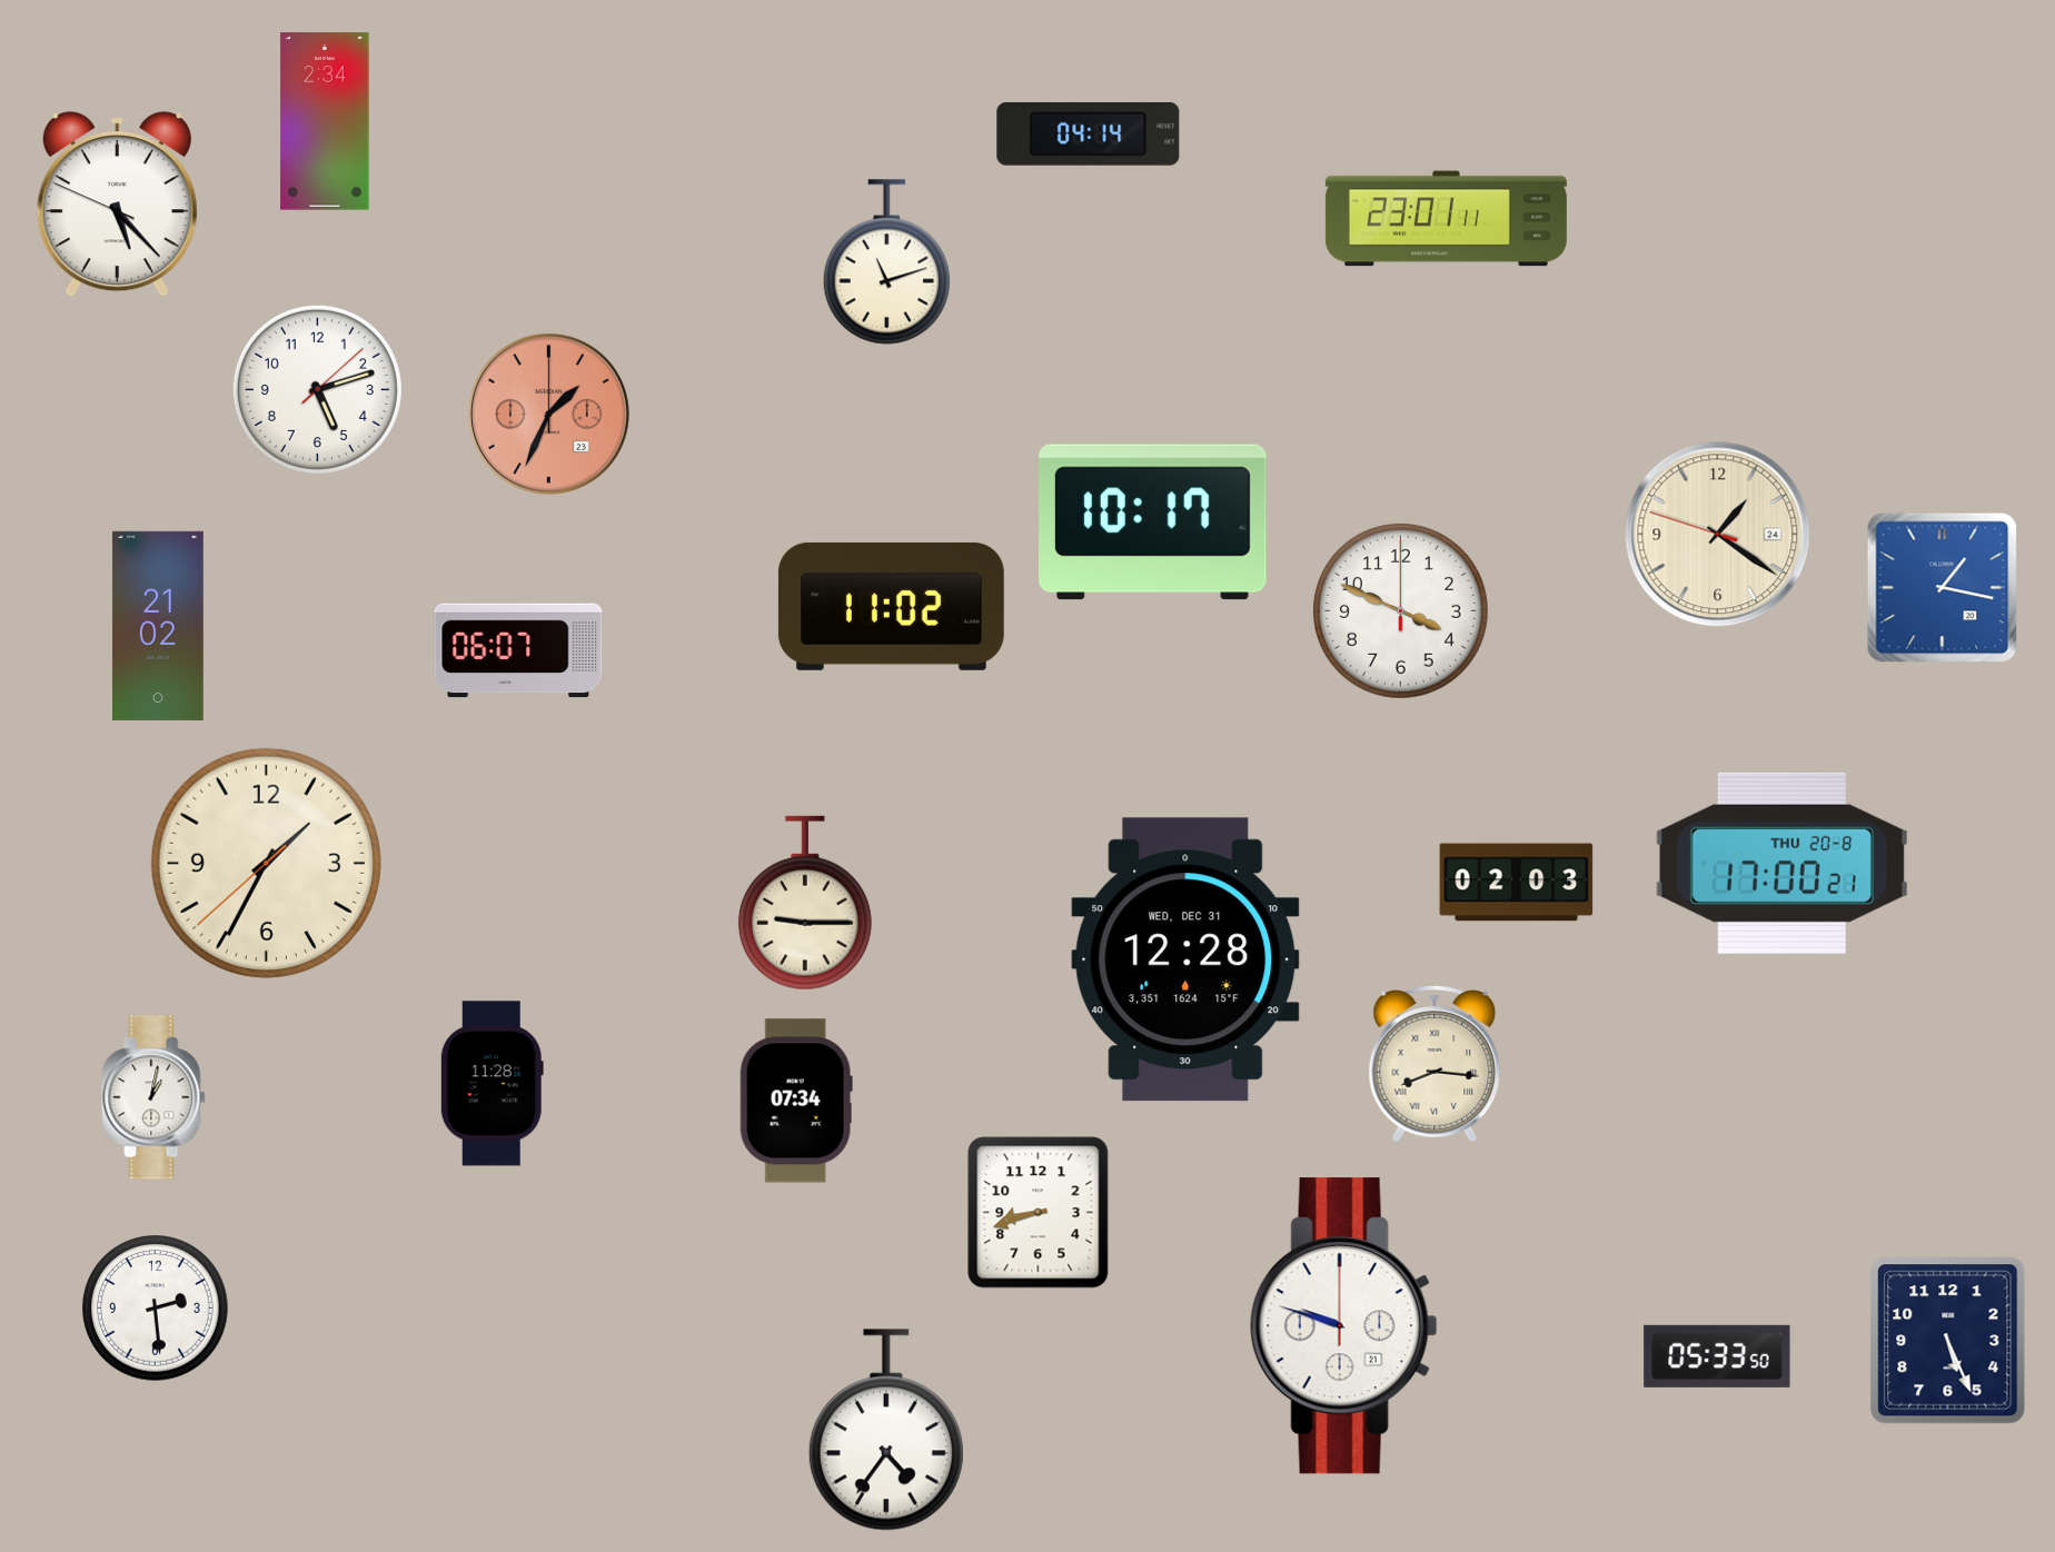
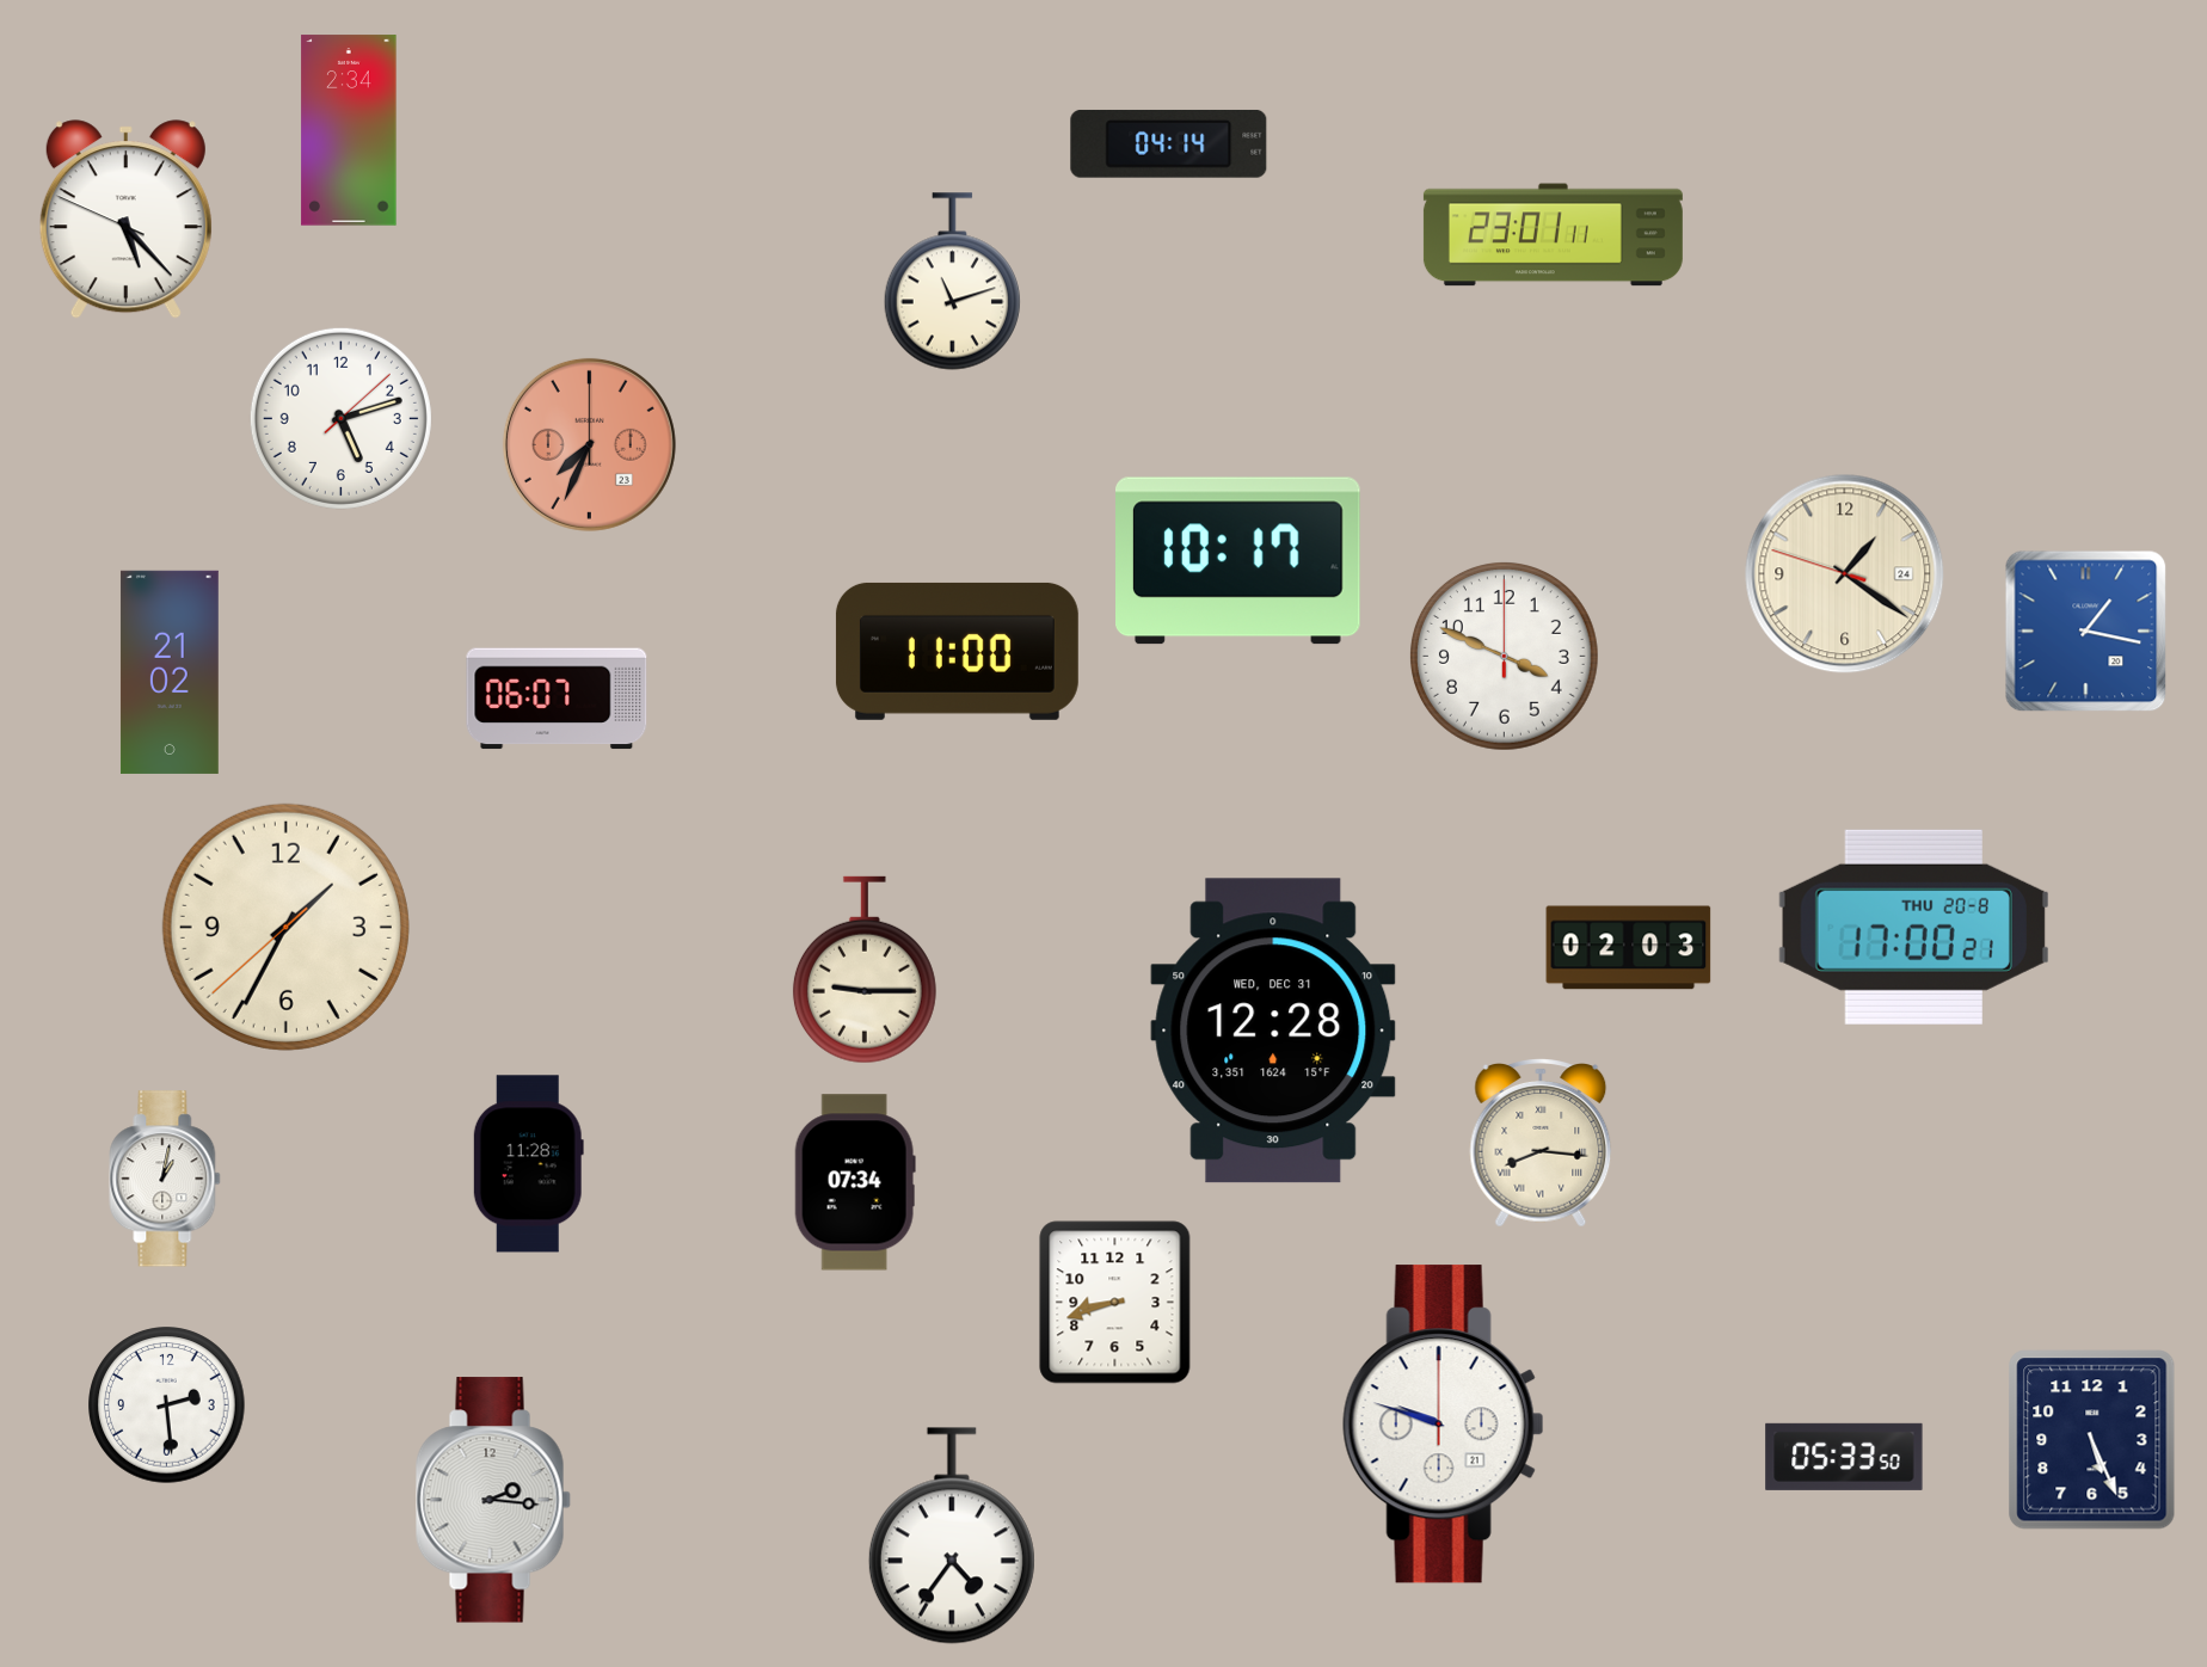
clock at (548, 414): 1:34 -> 7:34
clock at (891, 606): 11:02 -> 11:00
clock at (493, 1500): none -> 2:16
